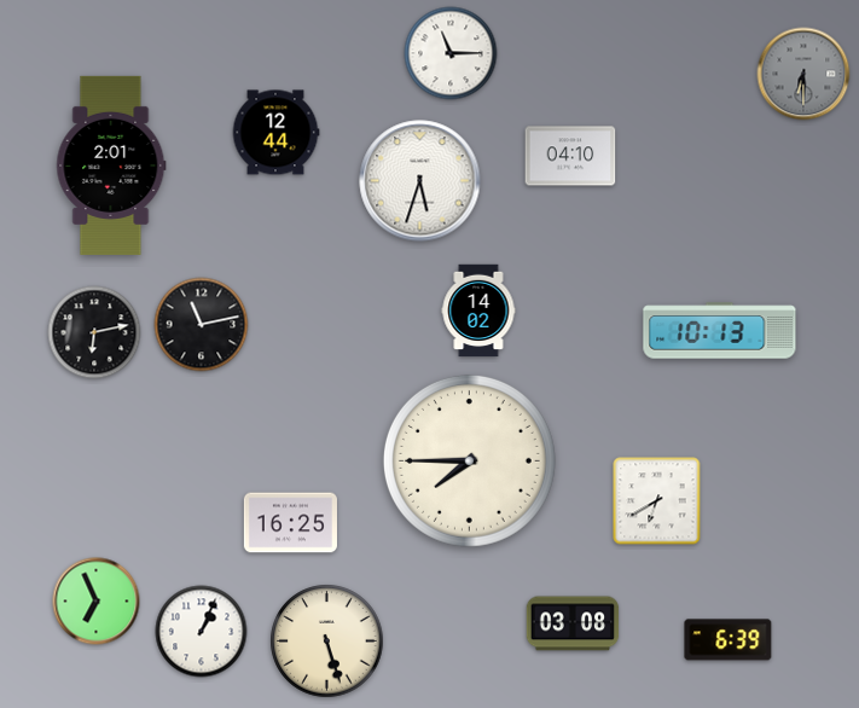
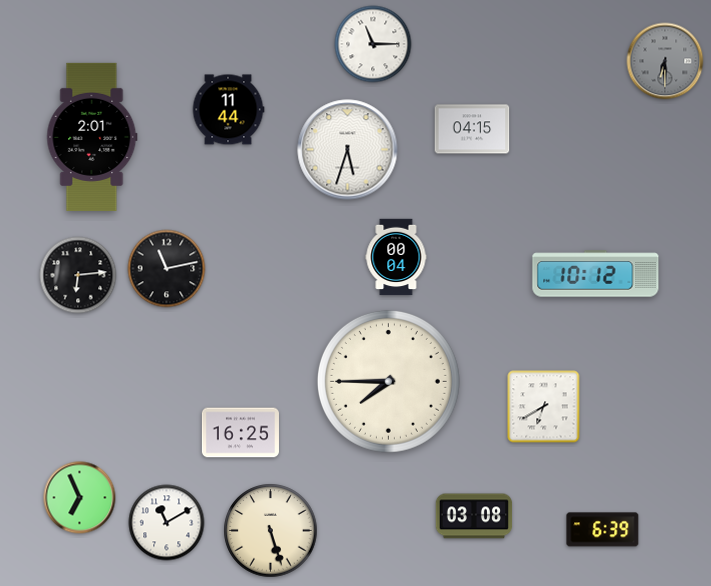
clock at (275, 133): 12:44 -> 11:44
clock at (570, 156): 04:10 -> 04:15
clock at (478, 311): 14:02 -> 00:04
clock at (720, 331): 10:13 -> 10:12
clock at (94, 332): 6:13 -> 6:14
clock at (657, 501) position: (657, 501) -> (544, 407)
clock at (202, 632): 1:04 -> 11:10
